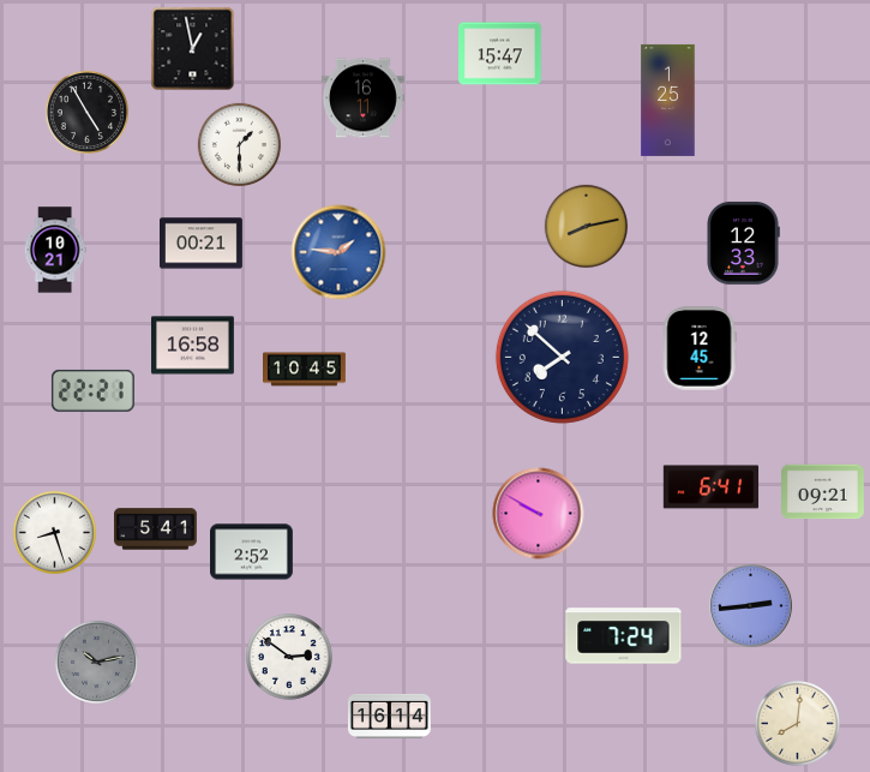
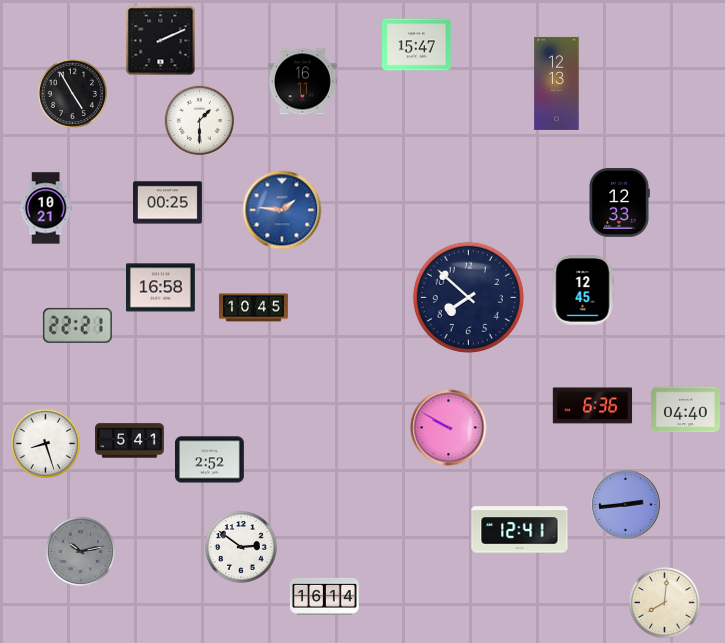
clock at (193, 49): 12:58 -> 2:11
clock at (668, 100): 1:25 -> 12:13
clock at (586, 226): 8:13 -> none
clock at (202, 244): 00:21 -> 00:25
clock at (712, 487): 6:41 -> 6:36
clock at (823, 492): 09:21 -> 04:40
clock at (624, 636): 7:24 -> 12:41
